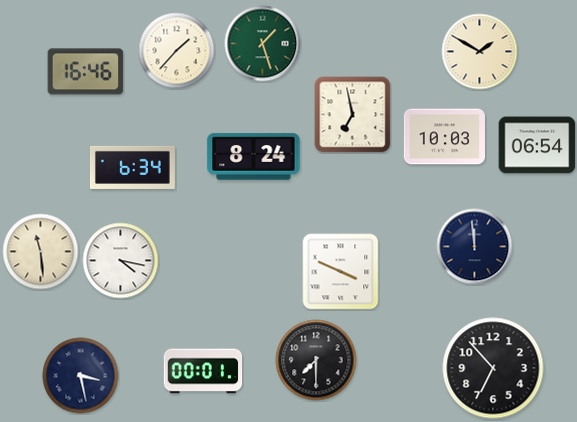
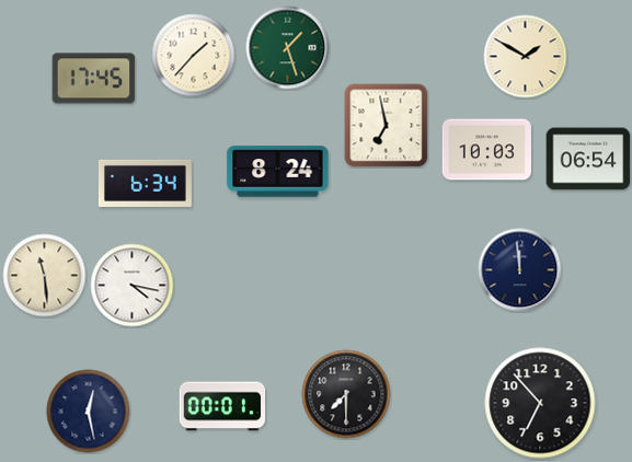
clock at (86, 72): 16:46 -> 17:45
clock at (341, 272): 3:49 -> none
clock at (81, 376): 3:28 -> 12:28
